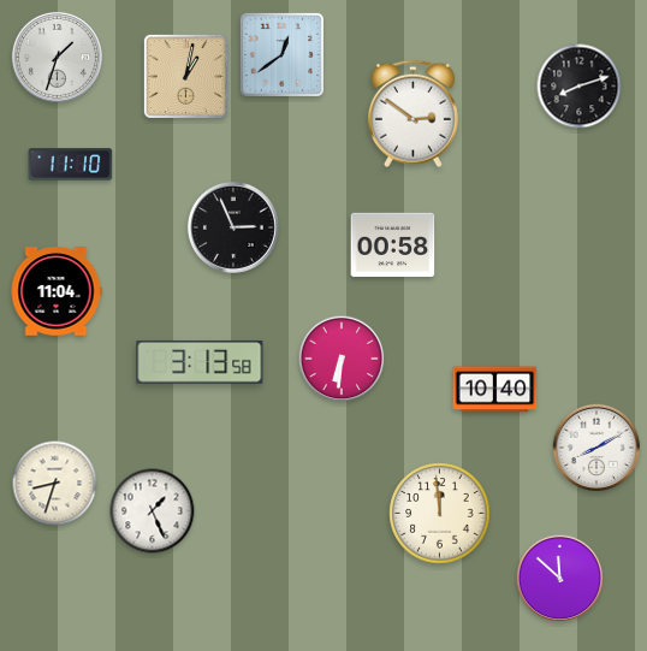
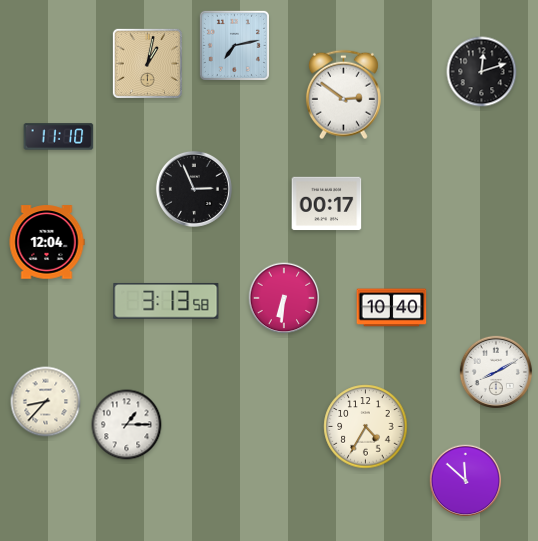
clock at (281, 54): 12:39 -> 7:13
clock at (57, 57): 1:33 -> none
clock at (185, 76) position: (185, 76) -> (147, 63)
clock at (580, 87): 8:12 -> 12:12
clock at (393, 245): 00:58 -> 00:17
clock at (57, 291): 11:04 -> 12:04
clock at (495, 390) position: (495, 390) -> (392, 308)
clock at (55, 484): 8:33 -> 8:37
clock at (153, 511): 1:26 -> 1:15
clock at (440, 514): 11:59 -> 4:35
